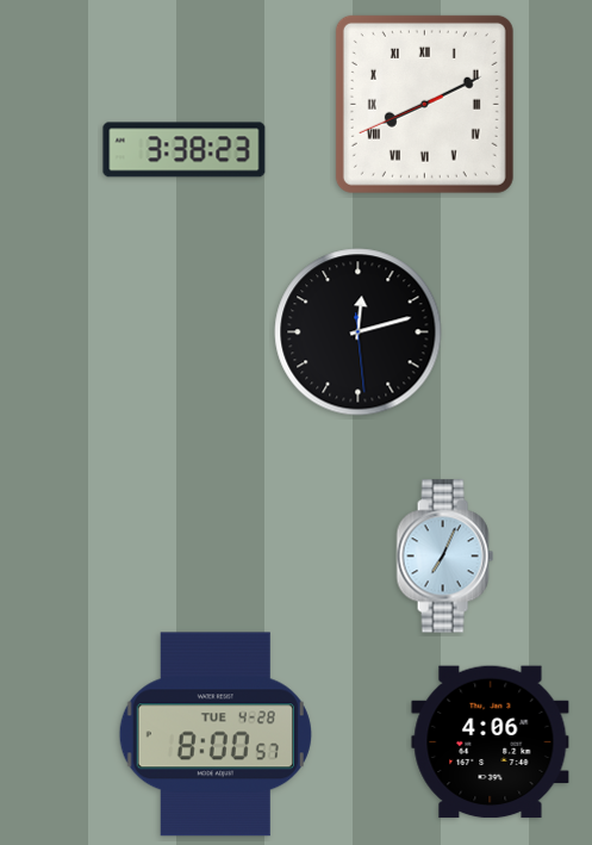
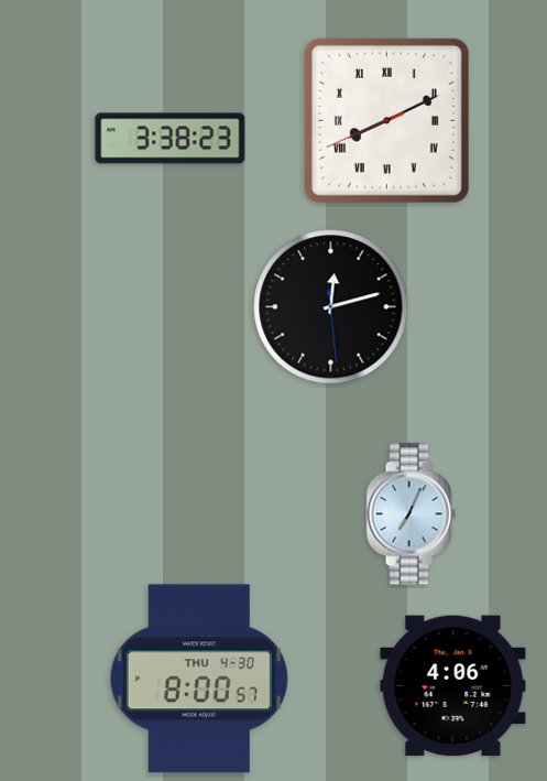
clock at (424, 104) position: (424, 104) -> (386, 120)
clock at (216, 734) date: TUE 4-28 -> THU 4-30
